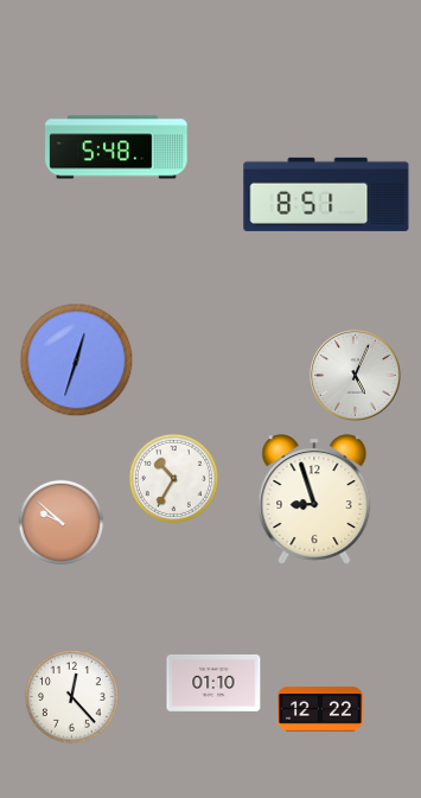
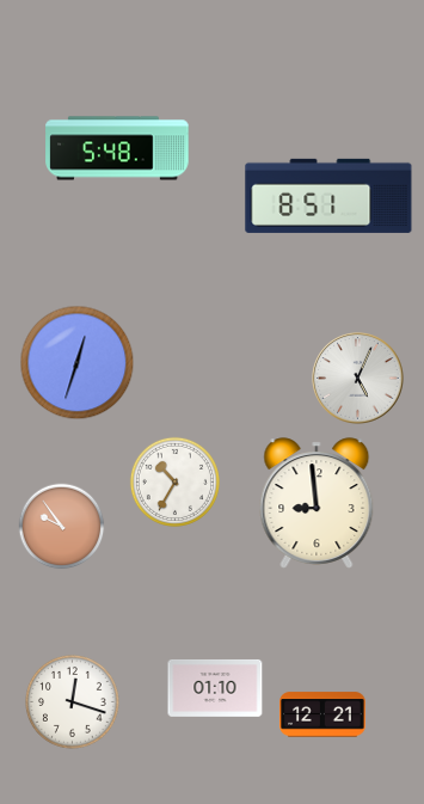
clock at (314, 499): 8:57 -> 8:59
clock at (62, 523): 9:52 -> 9:54
clock at (72, 697): 12:23 -> 12:18
clock at (320, 709): 12:22 -> 12:21
